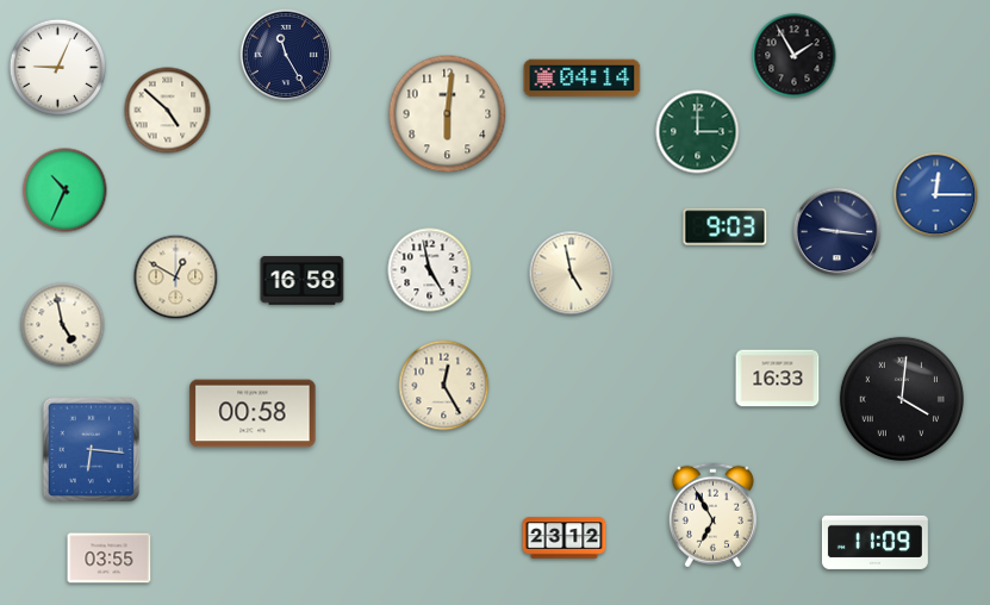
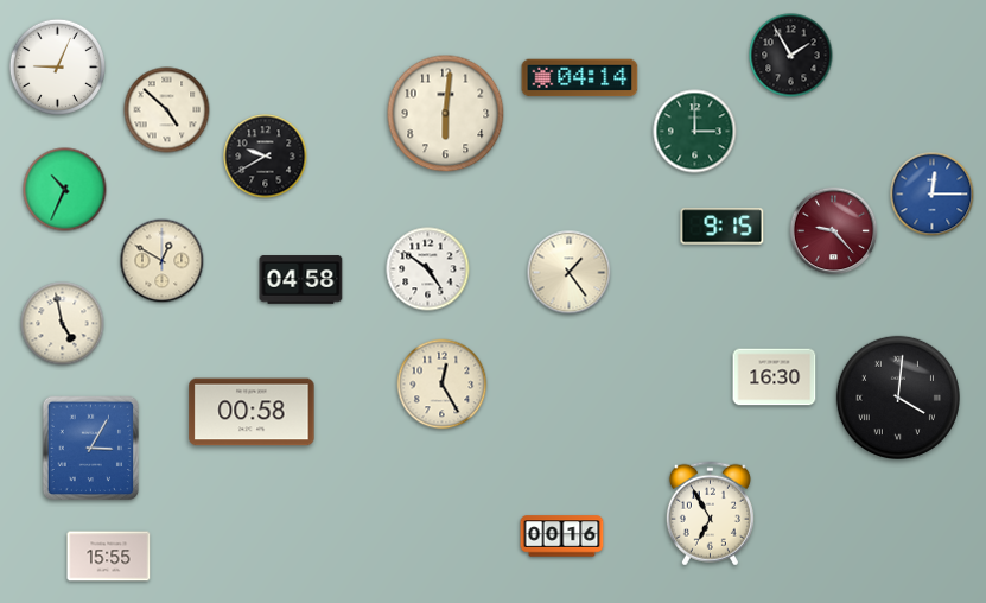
clock at (286, 55): 11:25 -> none
clock at (266, 157): none -> 9:40
clock at (726, 227): 9:03 -> 9:15
clock at (838, 232): 9:16 -> 9:23
clock at (838, 232) dial: navy -> burgundy
clock at (430, 270): 4:58 -> 4:51
clock at (572, 274): 4:58 -> 1:24
clock at (176, 277) position: (176, 277) -> (163, 261)
clock at (303, 281): 16:58 -> 04:58
clock at (778, 379): 16:33 -> 16:30
clock at (92, 450): 6:16 -> 3:05
clock at (565, 538): 23:12 -> 00:16
clock at (874, 542): 11:09 -> none
clock at (110, 559): 03:55 -> 15:55
